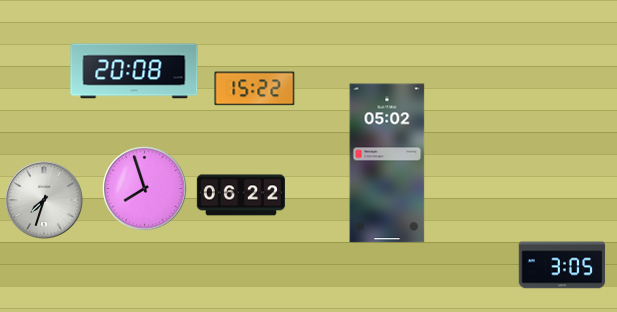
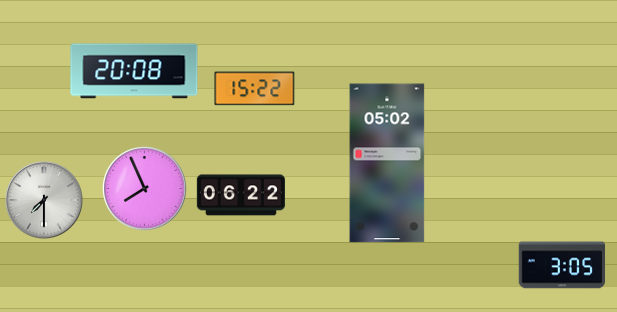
clock at (145, 189): 7:57 -> 7:56
clock at (44, 200): 7:33 -> 7:30
